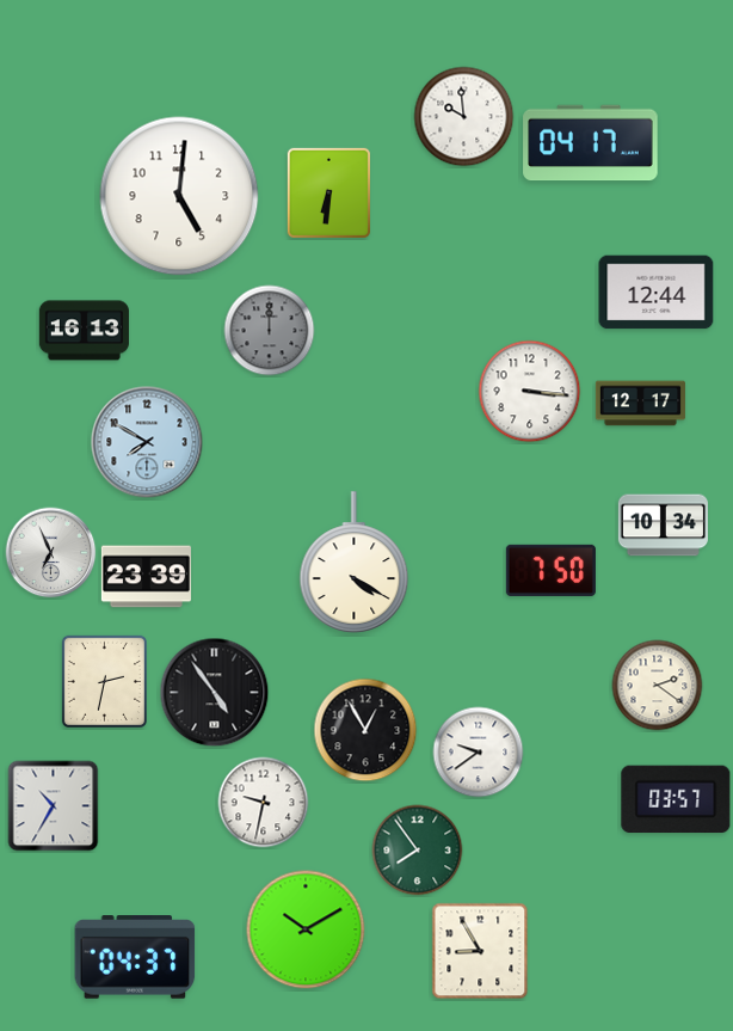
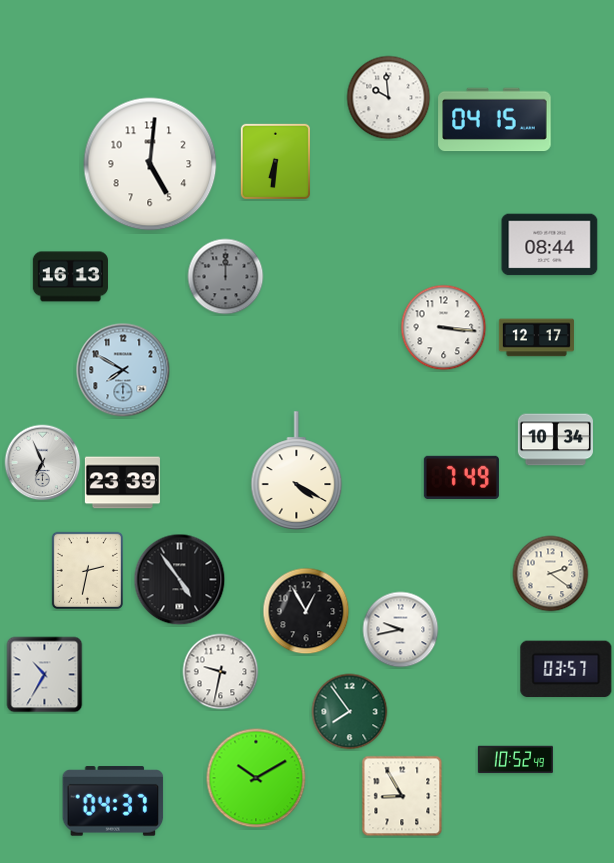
clock at (591, 143): 04:17 -> 04:15
clock at (657, 293): 12:44 -> 08:44
clock at (550, 570): 7:50 -> 7:49
clock at (479, 753): 9:39 -> 9:43
clock at (515, 760): none -> 10:52
